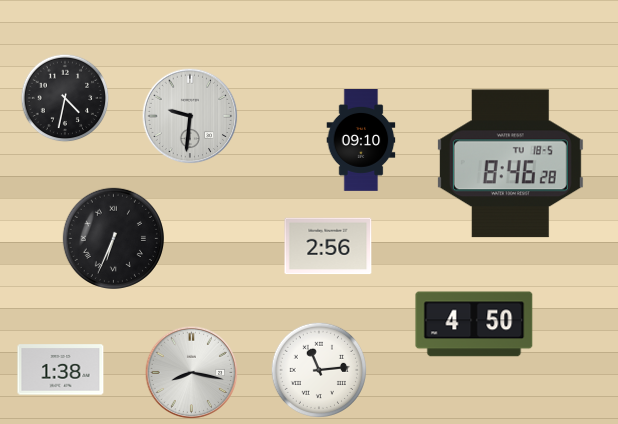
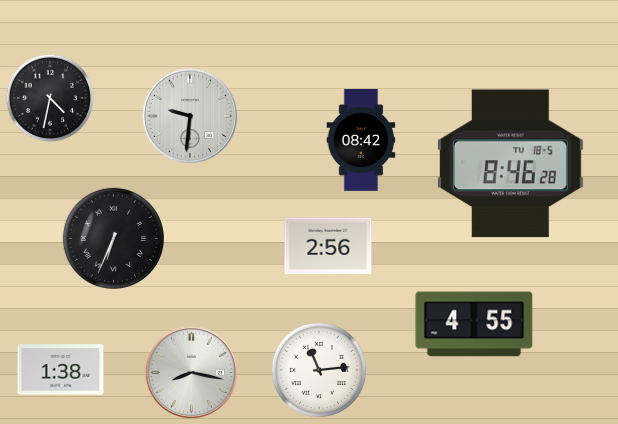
clock at (65, 98) position: (65, 98) -> (50, 98)
clock at (361, 141): 09:10 -> 08:42
clock at (474, 324): 4:50 -> 4:55
